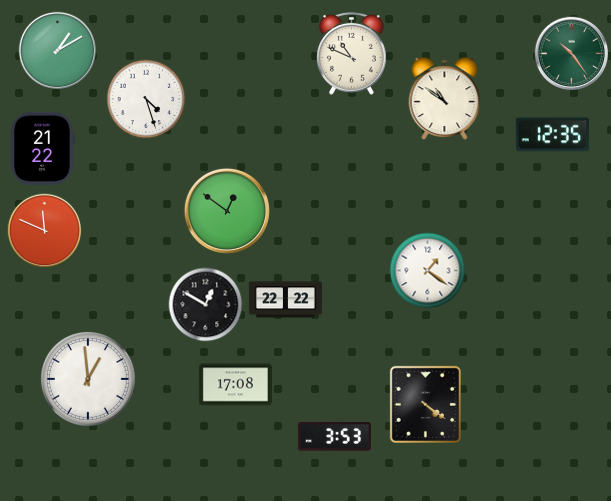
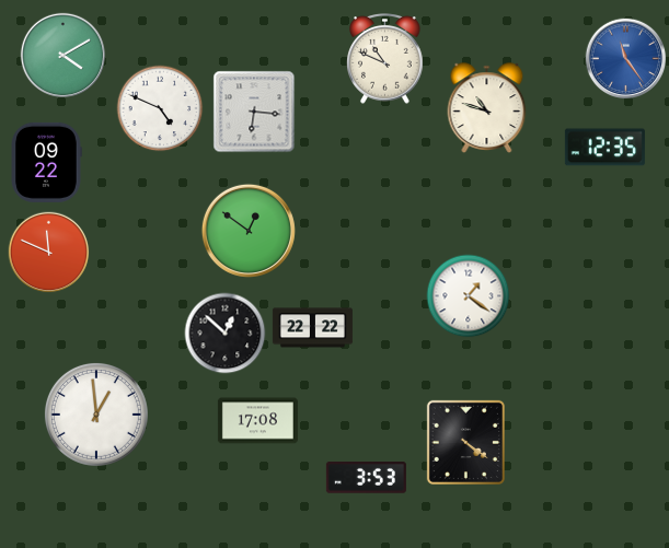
clock at (57, 50): 1:10 -> 4:10
clock at (572, 54): 10:24 -> 11:24
clock at (572, 54) dial: green -> blue
clock at (146, 99): 4:27 -> 4:49
clock at (445, 99): 10:51 -> 10:48
clock at (254, 112): none -> 6:16
clock at (42, 148): 21:22 -> 09:22
clock at (206, 305): 12:50 -> 12:52
